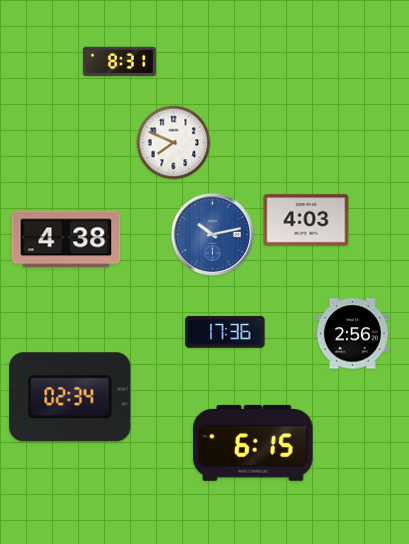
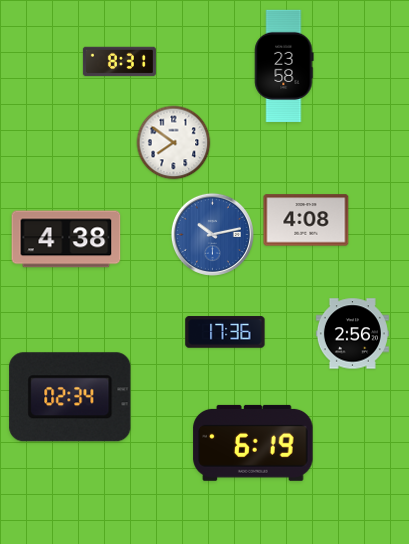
clock at (284, 66): none -> 23:58
clock at (174, 143): 7:49 -> 7:51
clock at (306, 220): 4:03 -> 4:08
clock at (253, 443): 6:15 -> 6:19
